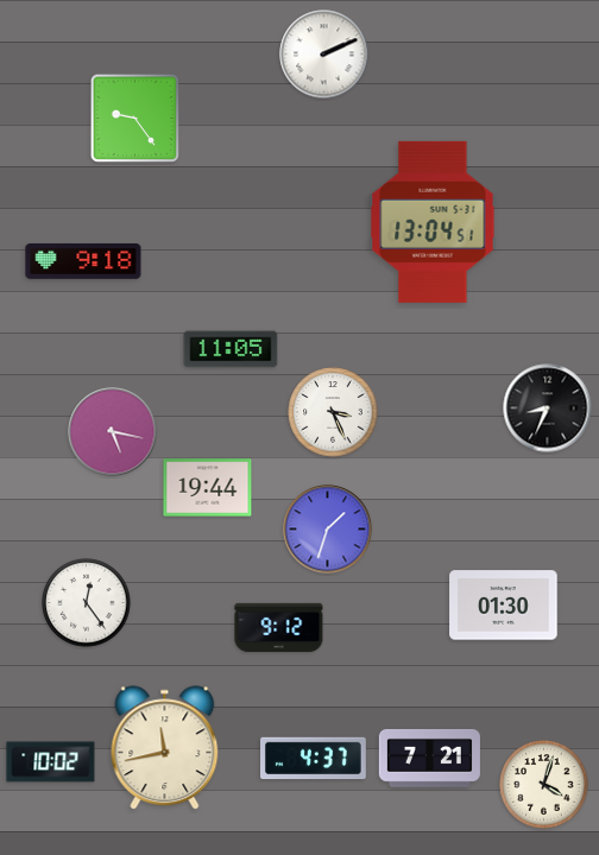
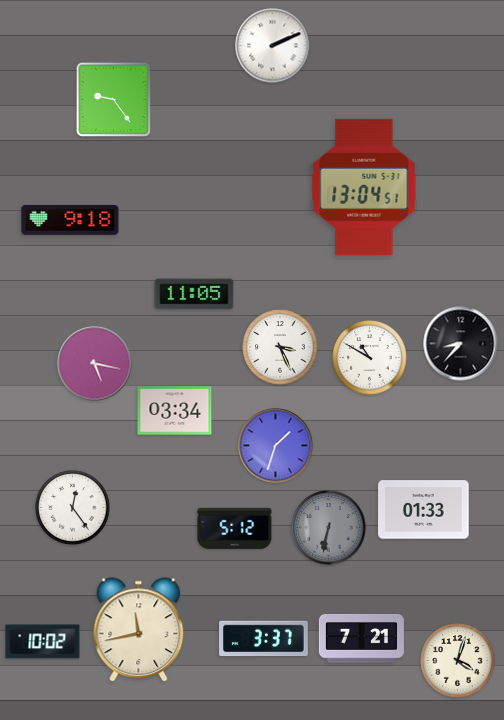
clock at (548, 408): 8:34 -> 8:37
clock at (370, 358): none -> 10:50
clock at (208, 488): 19:44 -> 03:34
clock at (504, 606): 01:30 -> 01:33
clock at (279, 627): 9:12 -> 5:12
clock at (329, 528): none -> 6:32
clock at (314, 759): 4:37 -> 3:37
